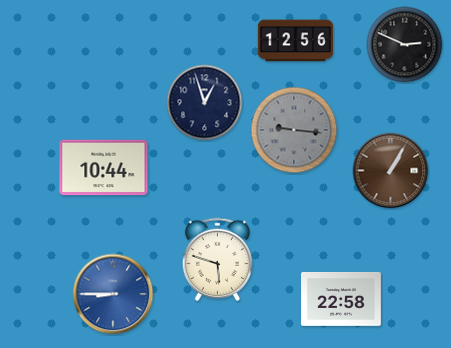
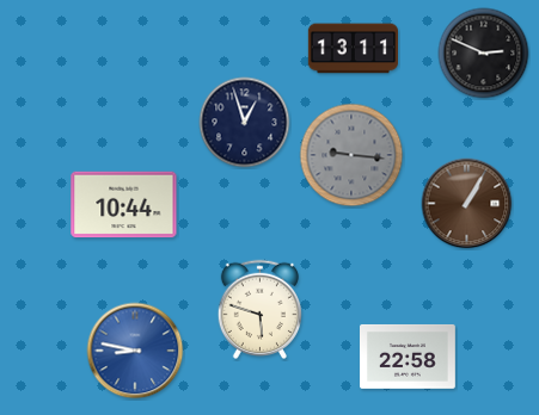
clock at (295, 41): 12:56 -> 13:11
clock at (104, 168) position: (104, 168) -> (124, 205)
clock at (113, 294): 8:45 -> 8:47
